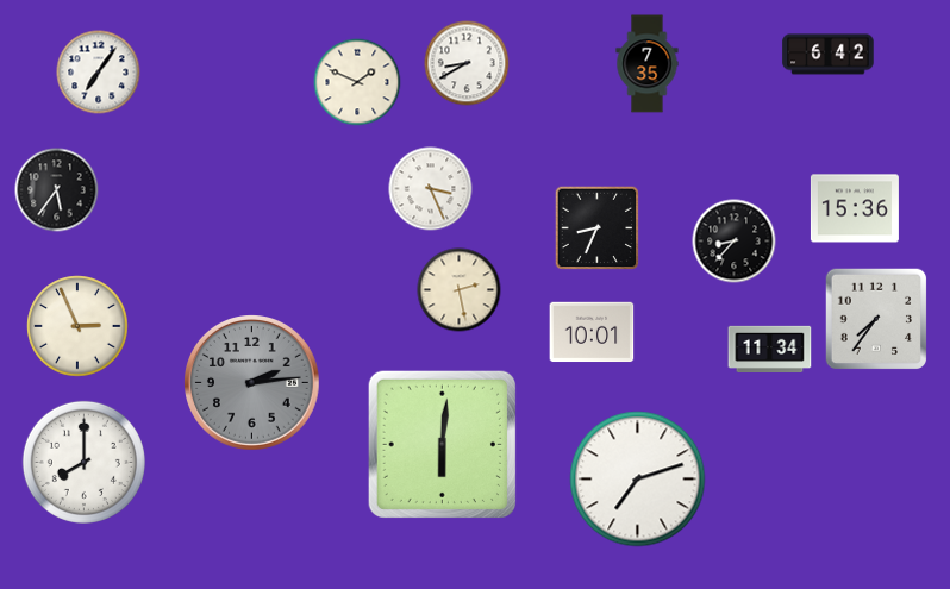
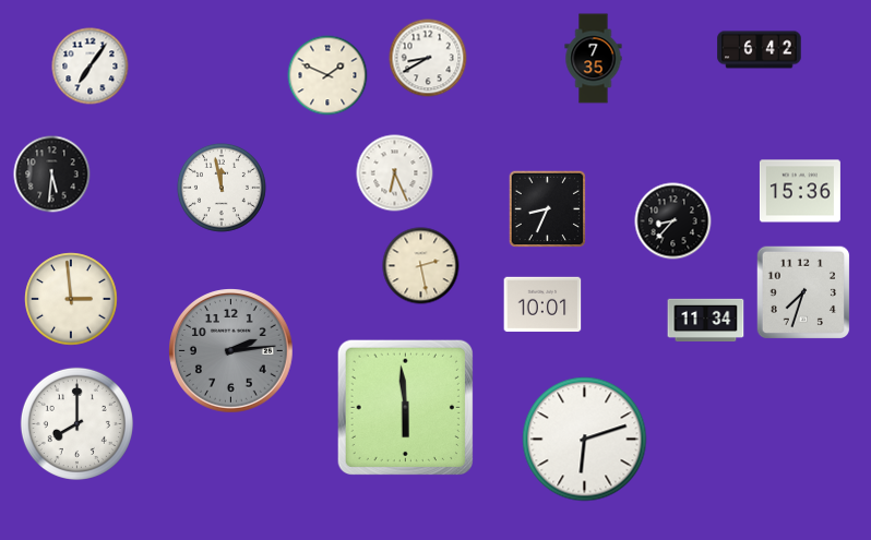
clock at (431, 189): 3:26 -> 6:26
clock at (57, 190): 5:36 -> 5:31
clock at (222, 188): none -> 11:58
clock at (855, 208) position: (855, 208) -> (800, 191)
clock at (876, 319): 7:36 -> 7:33
clock at (77, 326): 2:56 -> 2:59
clock at (442, 444): 6:01 -> 5:59
clock at (638, 480): 7:12 -> 6:12
